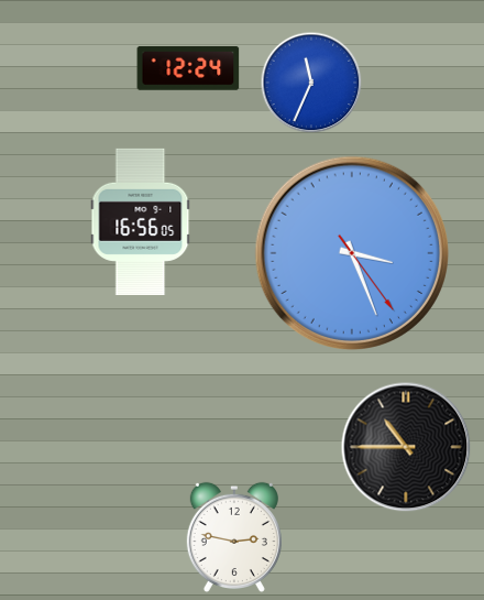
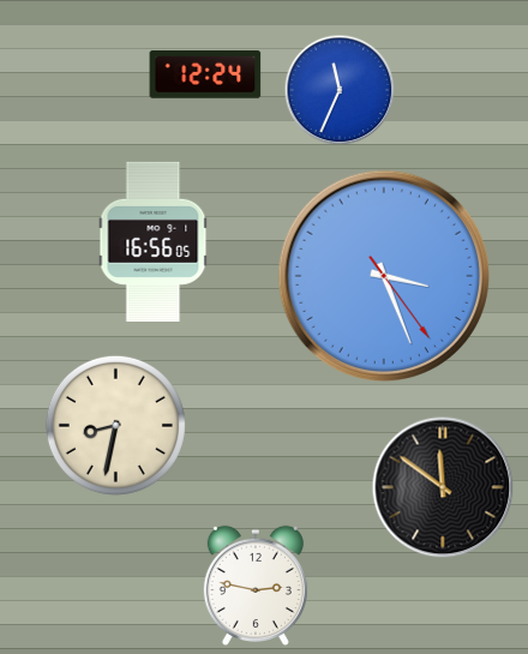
clock at (115, 425): none -> 8:32
clock at (406, 447): 10:45 -> 11:51
